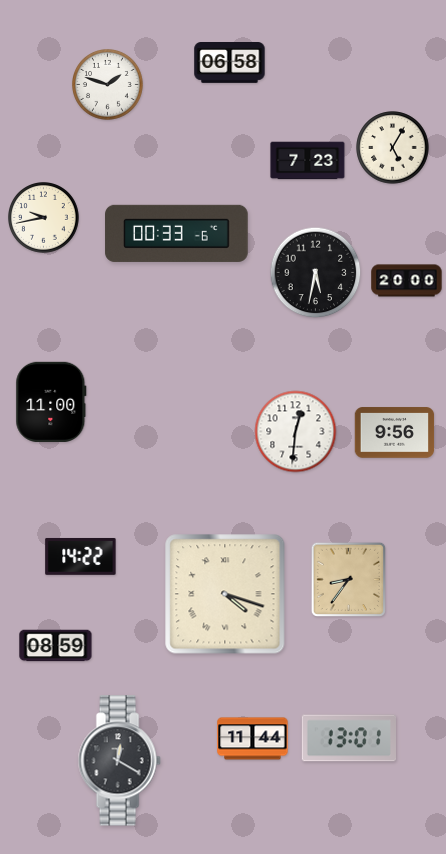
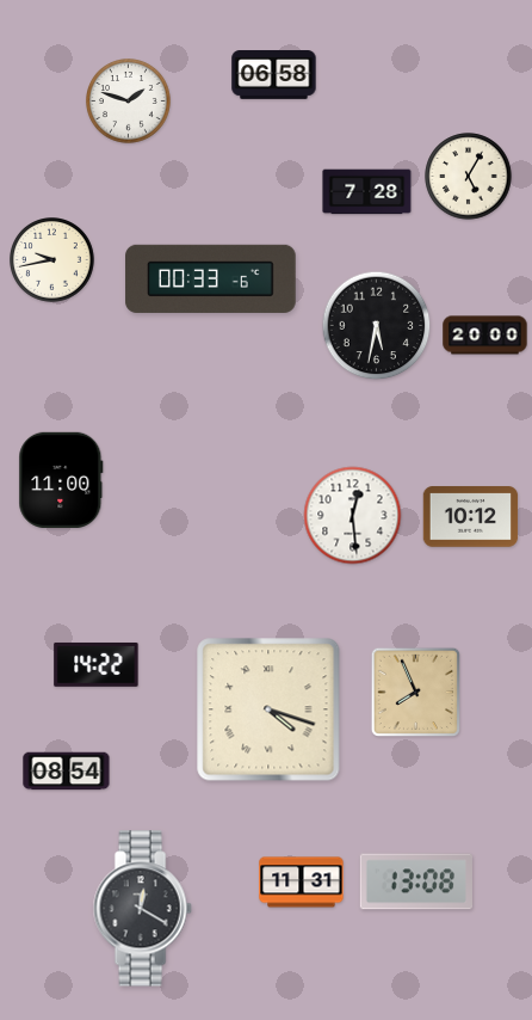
clock at (308, 161): 7:23 -> 7:28
clock at (296, 432): 12:31 -> 12:29
clock at (395, 433): 9:56 -> 10:12
clock at (348, 579): 8:36 -> 7:56
clock at (56, 646): 08:59 -> 08:54
clock at (348, 738): 13:01 -> 13:08
clock at (253, 739): 11:44 -> 11:31
